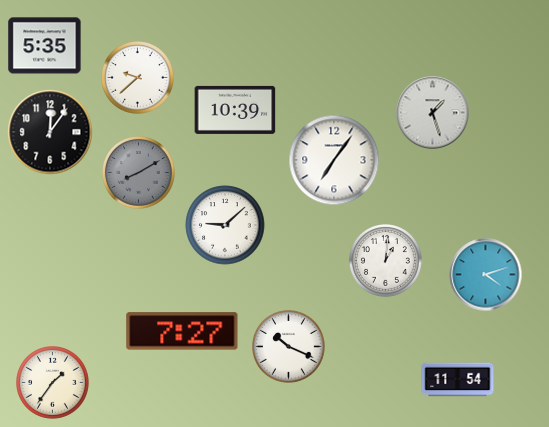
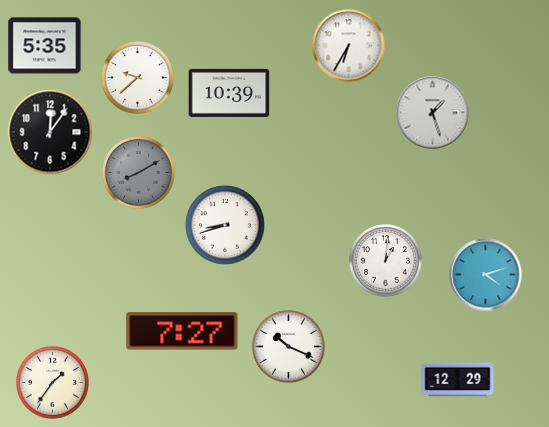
clock at (349, 46): none -> 6:35
clock at (235, 110) position: (235, 110) -> (229, 93)
clock at (334, 160): 7:06 -> none
clock at (225, 225): 9:08 -> 8:42
clock at (458, 380): 11:54 -> 12:29
